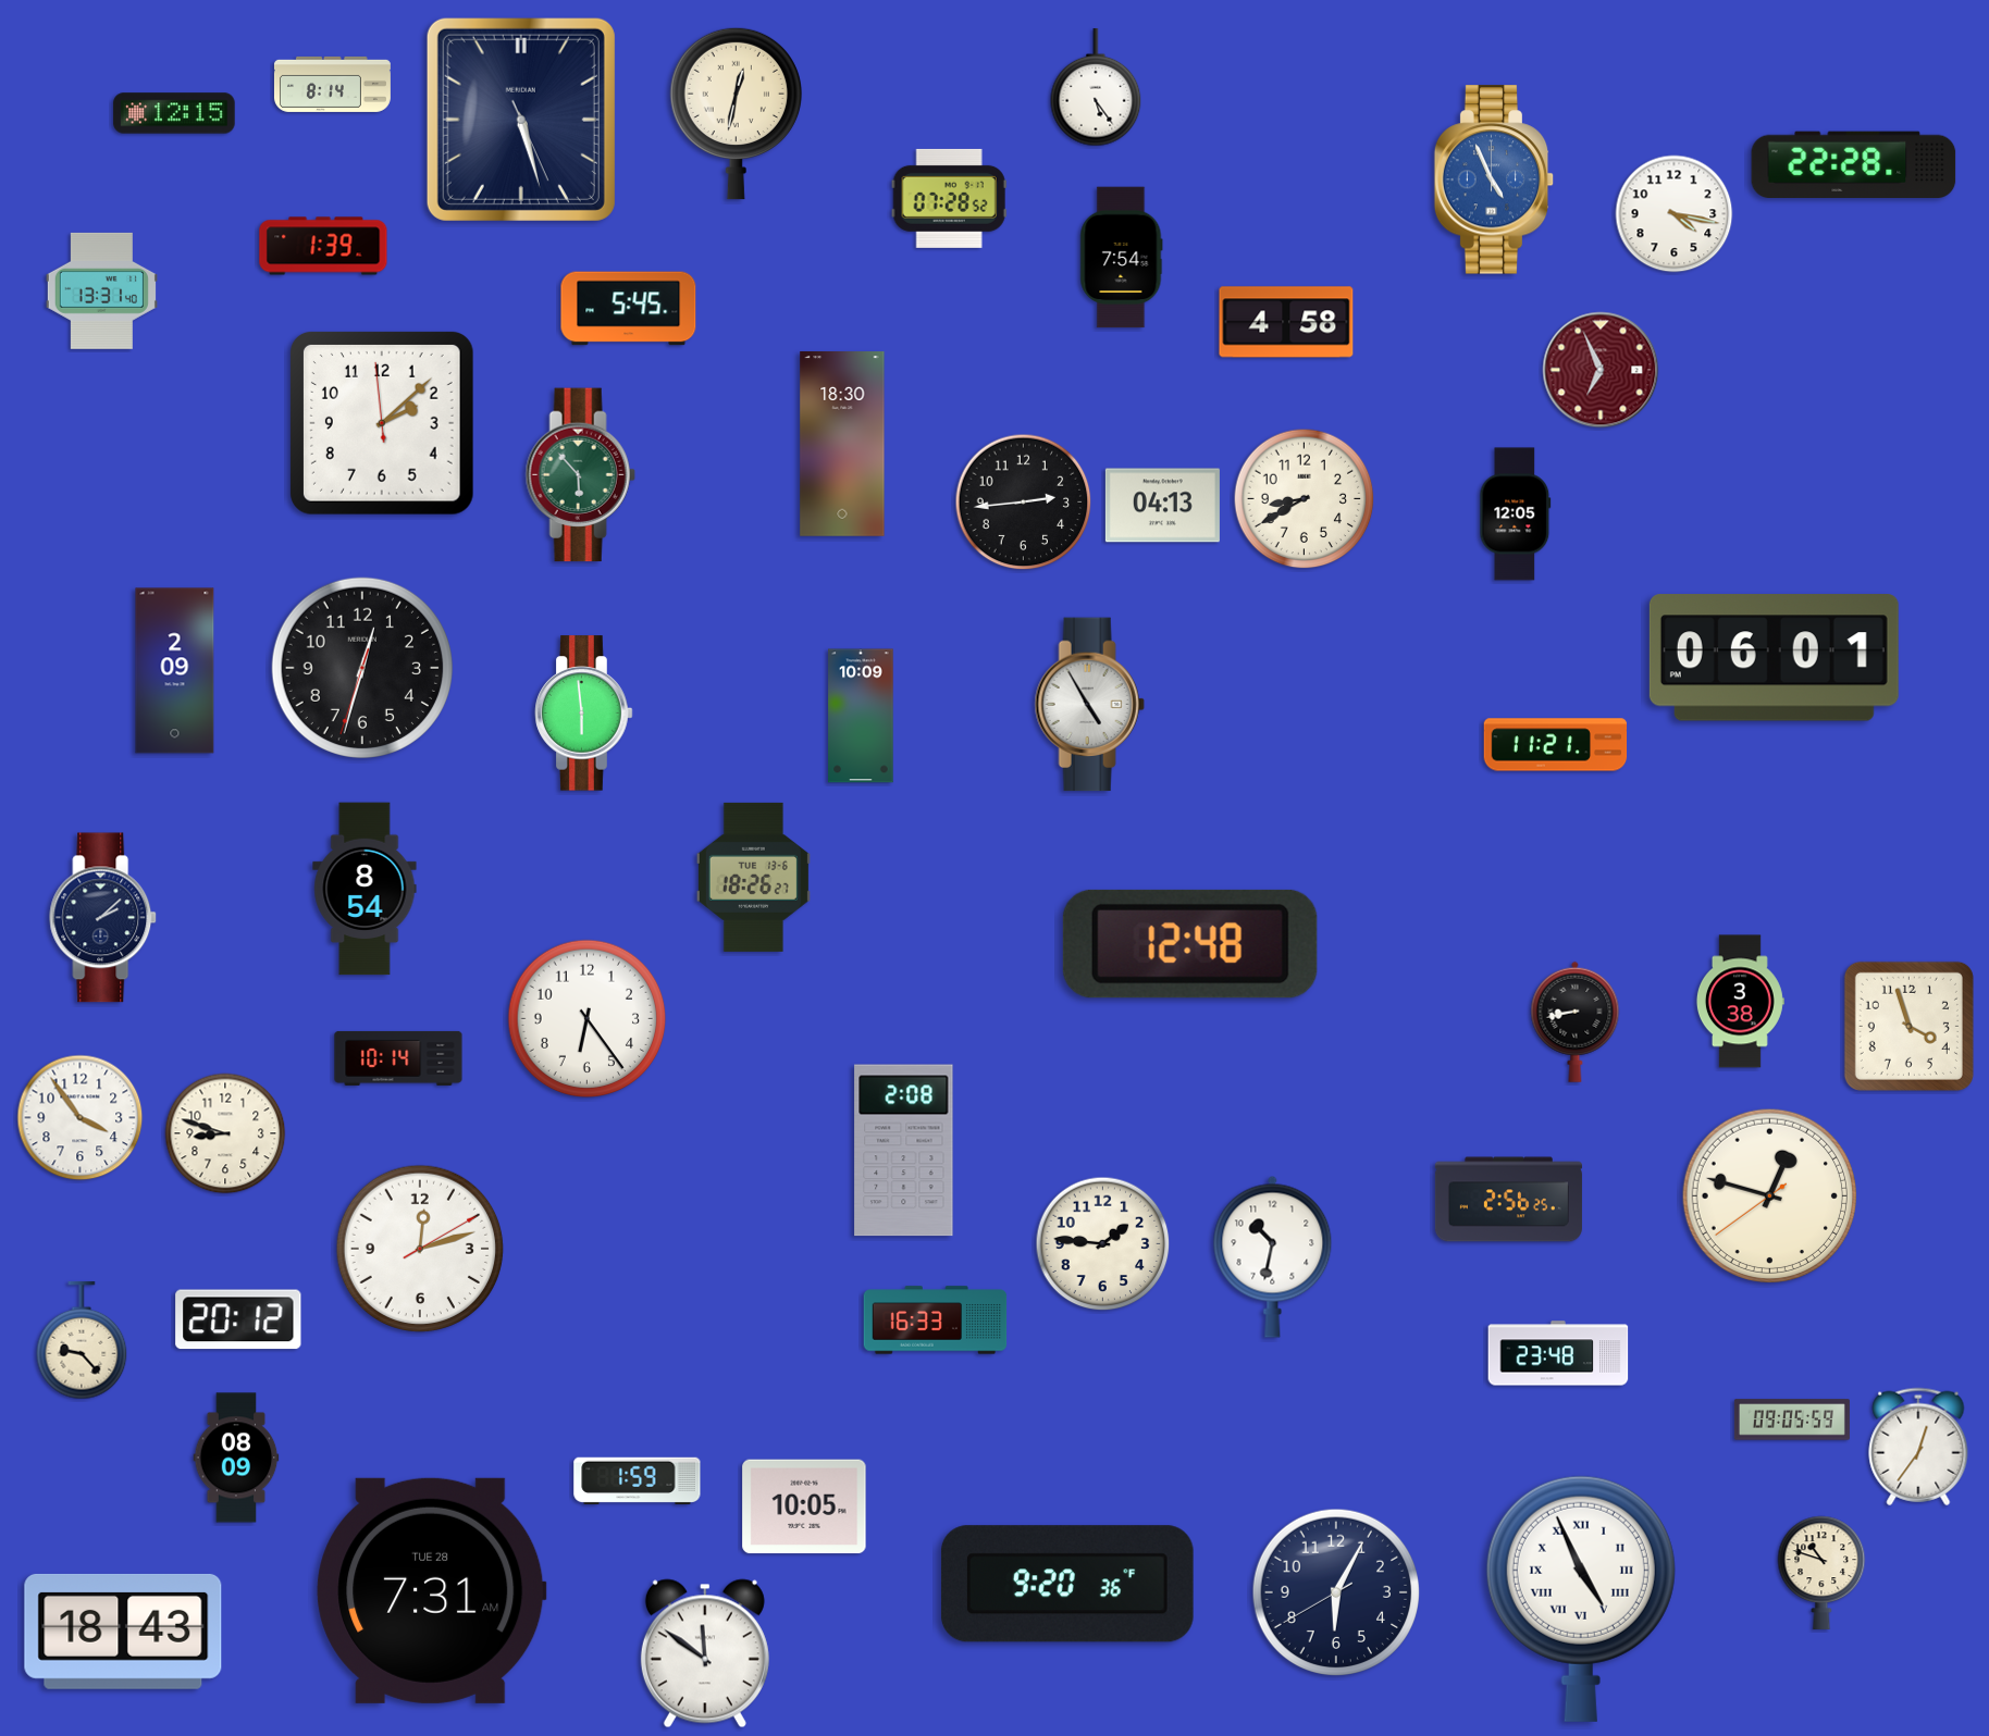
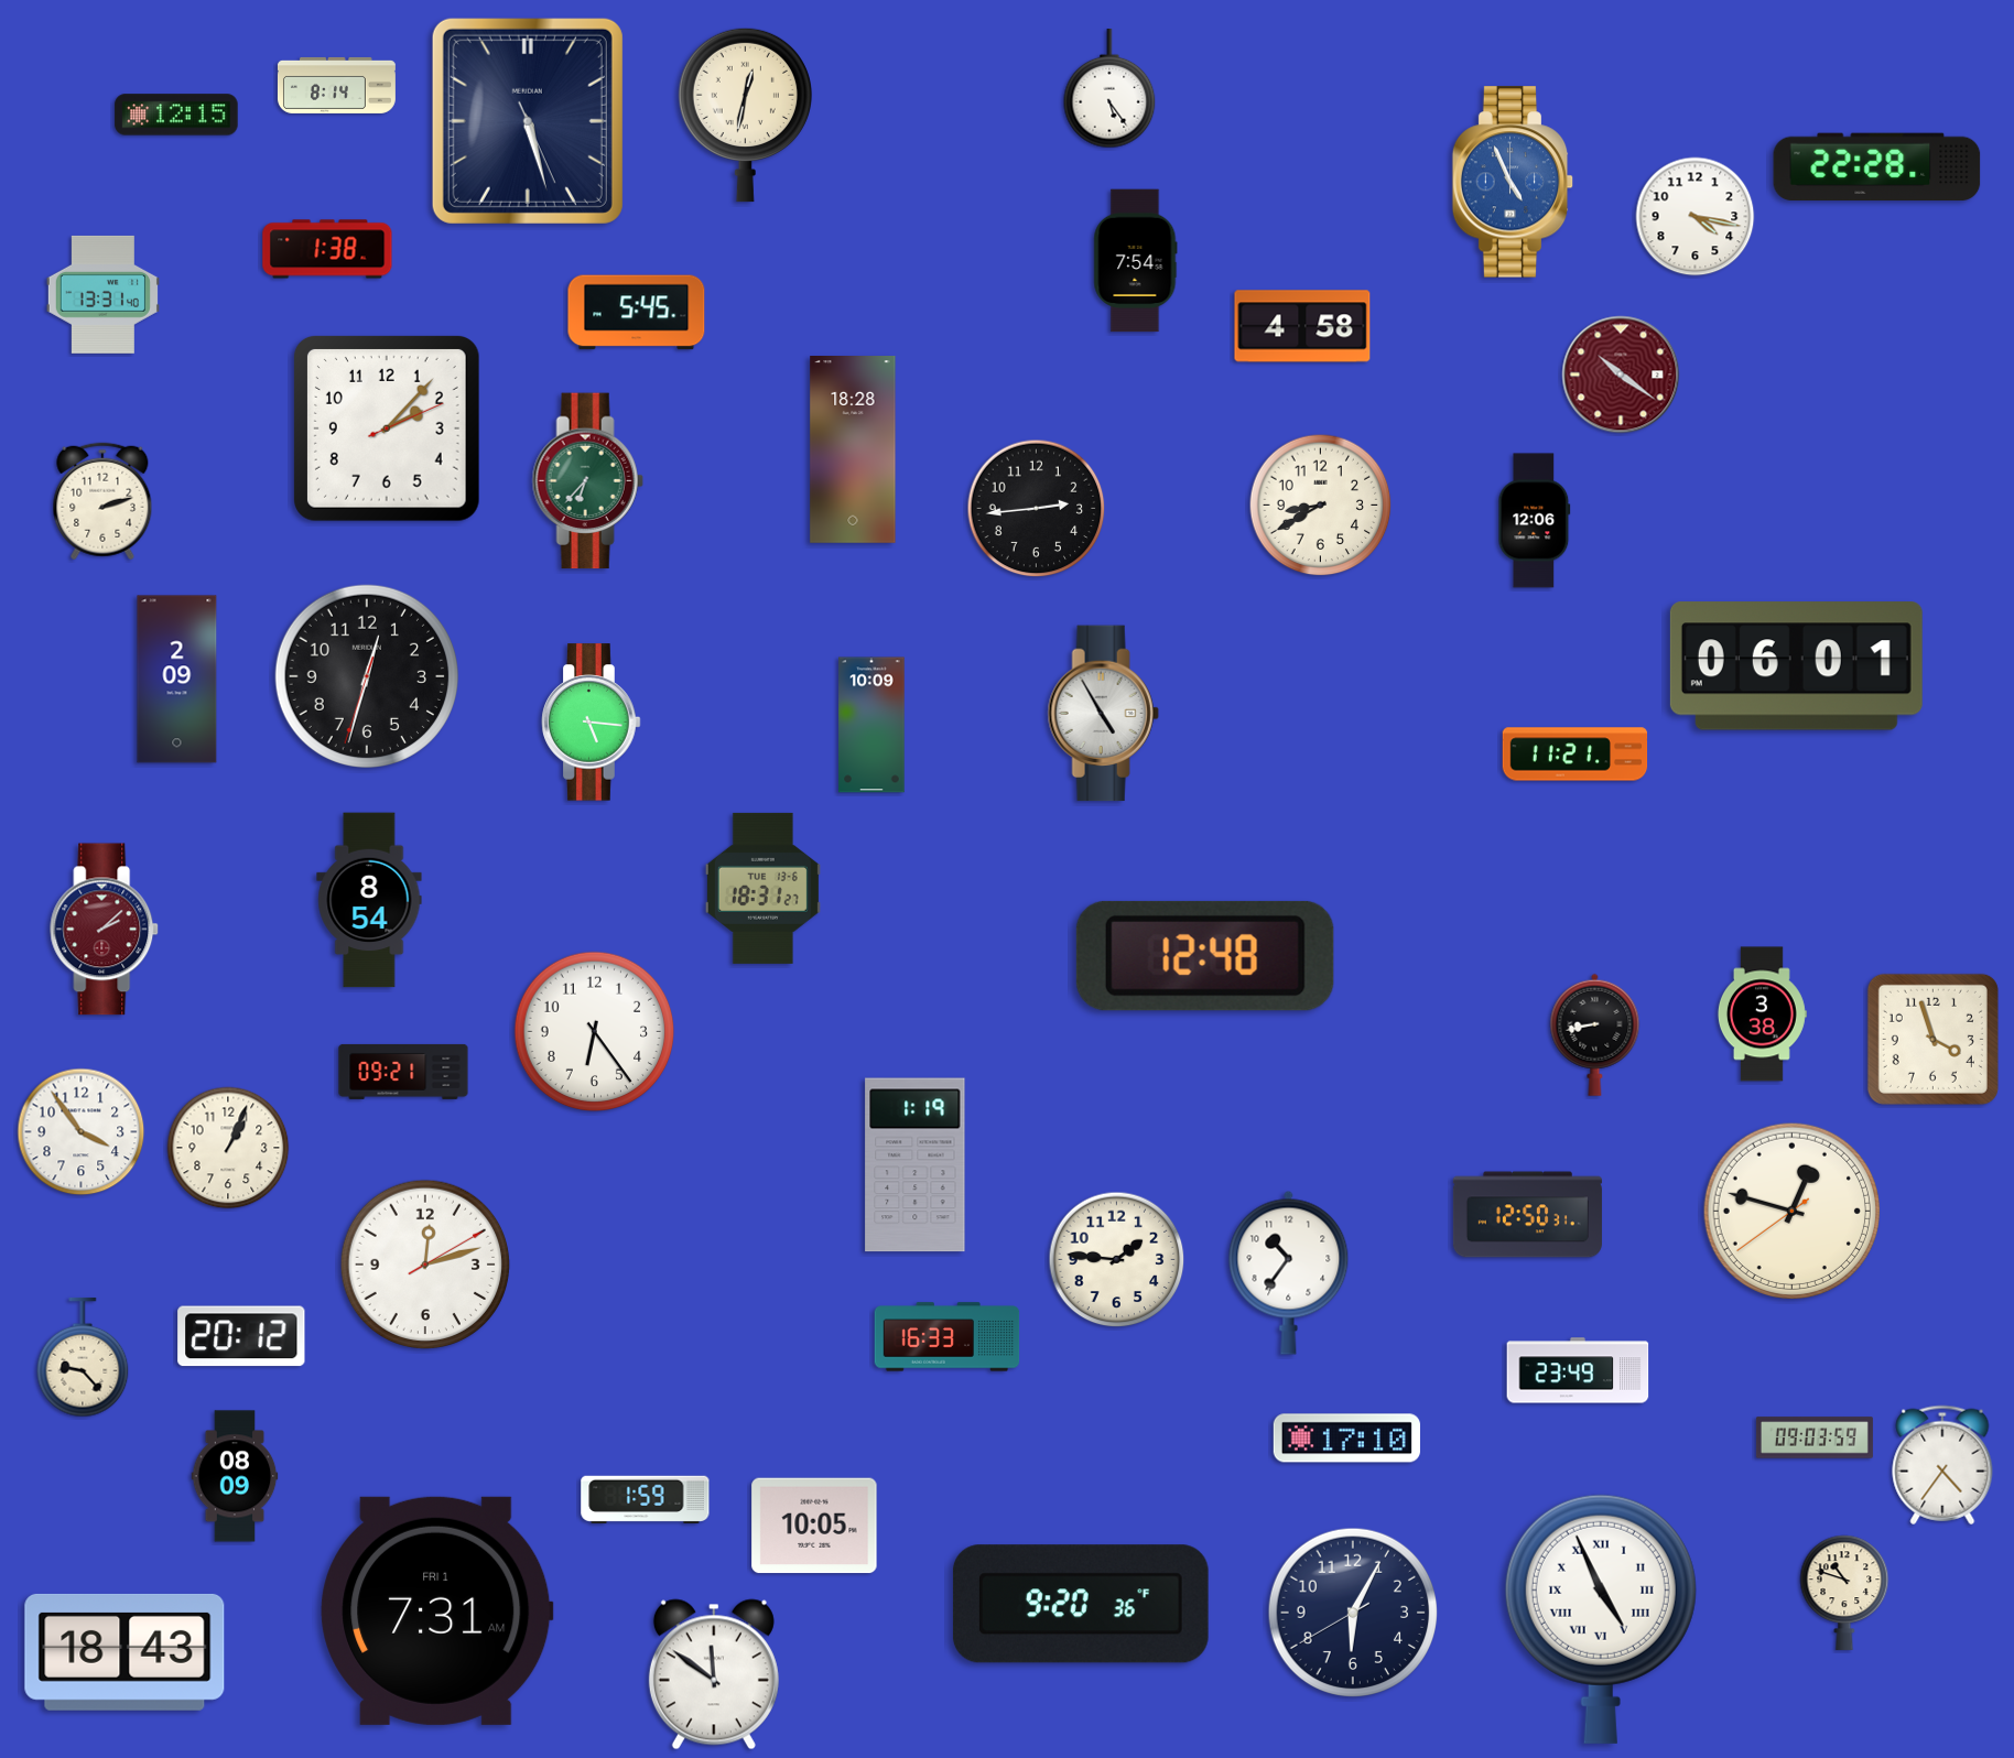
clock at (949, 198): 07:28 -> none
clock at (323, 246): 1:39 -> 1:38
clock at (1601, 370): 6:56 -> 10:21
clock at (382, 423): 2:07:59 -> 2:07:11
clock at (842, 445): 18:30 -> 18:28
clock at (580, 475): 5:53 -> 6:37
clock at (102, 501): none -> 2:12
clock at (1162, 506): 04:13 -> none
clock at (1516, 514): 12:05 -> 12:06
clock at (584, 714): 5:59 -> 5:16
clock at (753, 877): 18:26 -> 18:31
clock at (103, 918) dial: navy -> burgundy
clock at (398, 1058): 10:14 -> 09:21
clock at (225, 1133): 8:48 -> 1:04
clock at (904, 1151): 2:08 -> 1:19
clock at (1508, 1200): 2:56 -> 12:50
clock at (1273, 1256): 10:32 -> 10:36
clock at (1558, 1353): 23:48 -> 23:49
clock at (1792, 1419): 09:05 -> 09:03
clock at (1346, 1439): none -> 17:10
clock at (1918, 1447): 12:36 -> 4:36
clock at (236, 1458) position: (236, 1458) -> (235, 1476)
clock at (432, 1590) date: TUE 28 -> FRI 1
